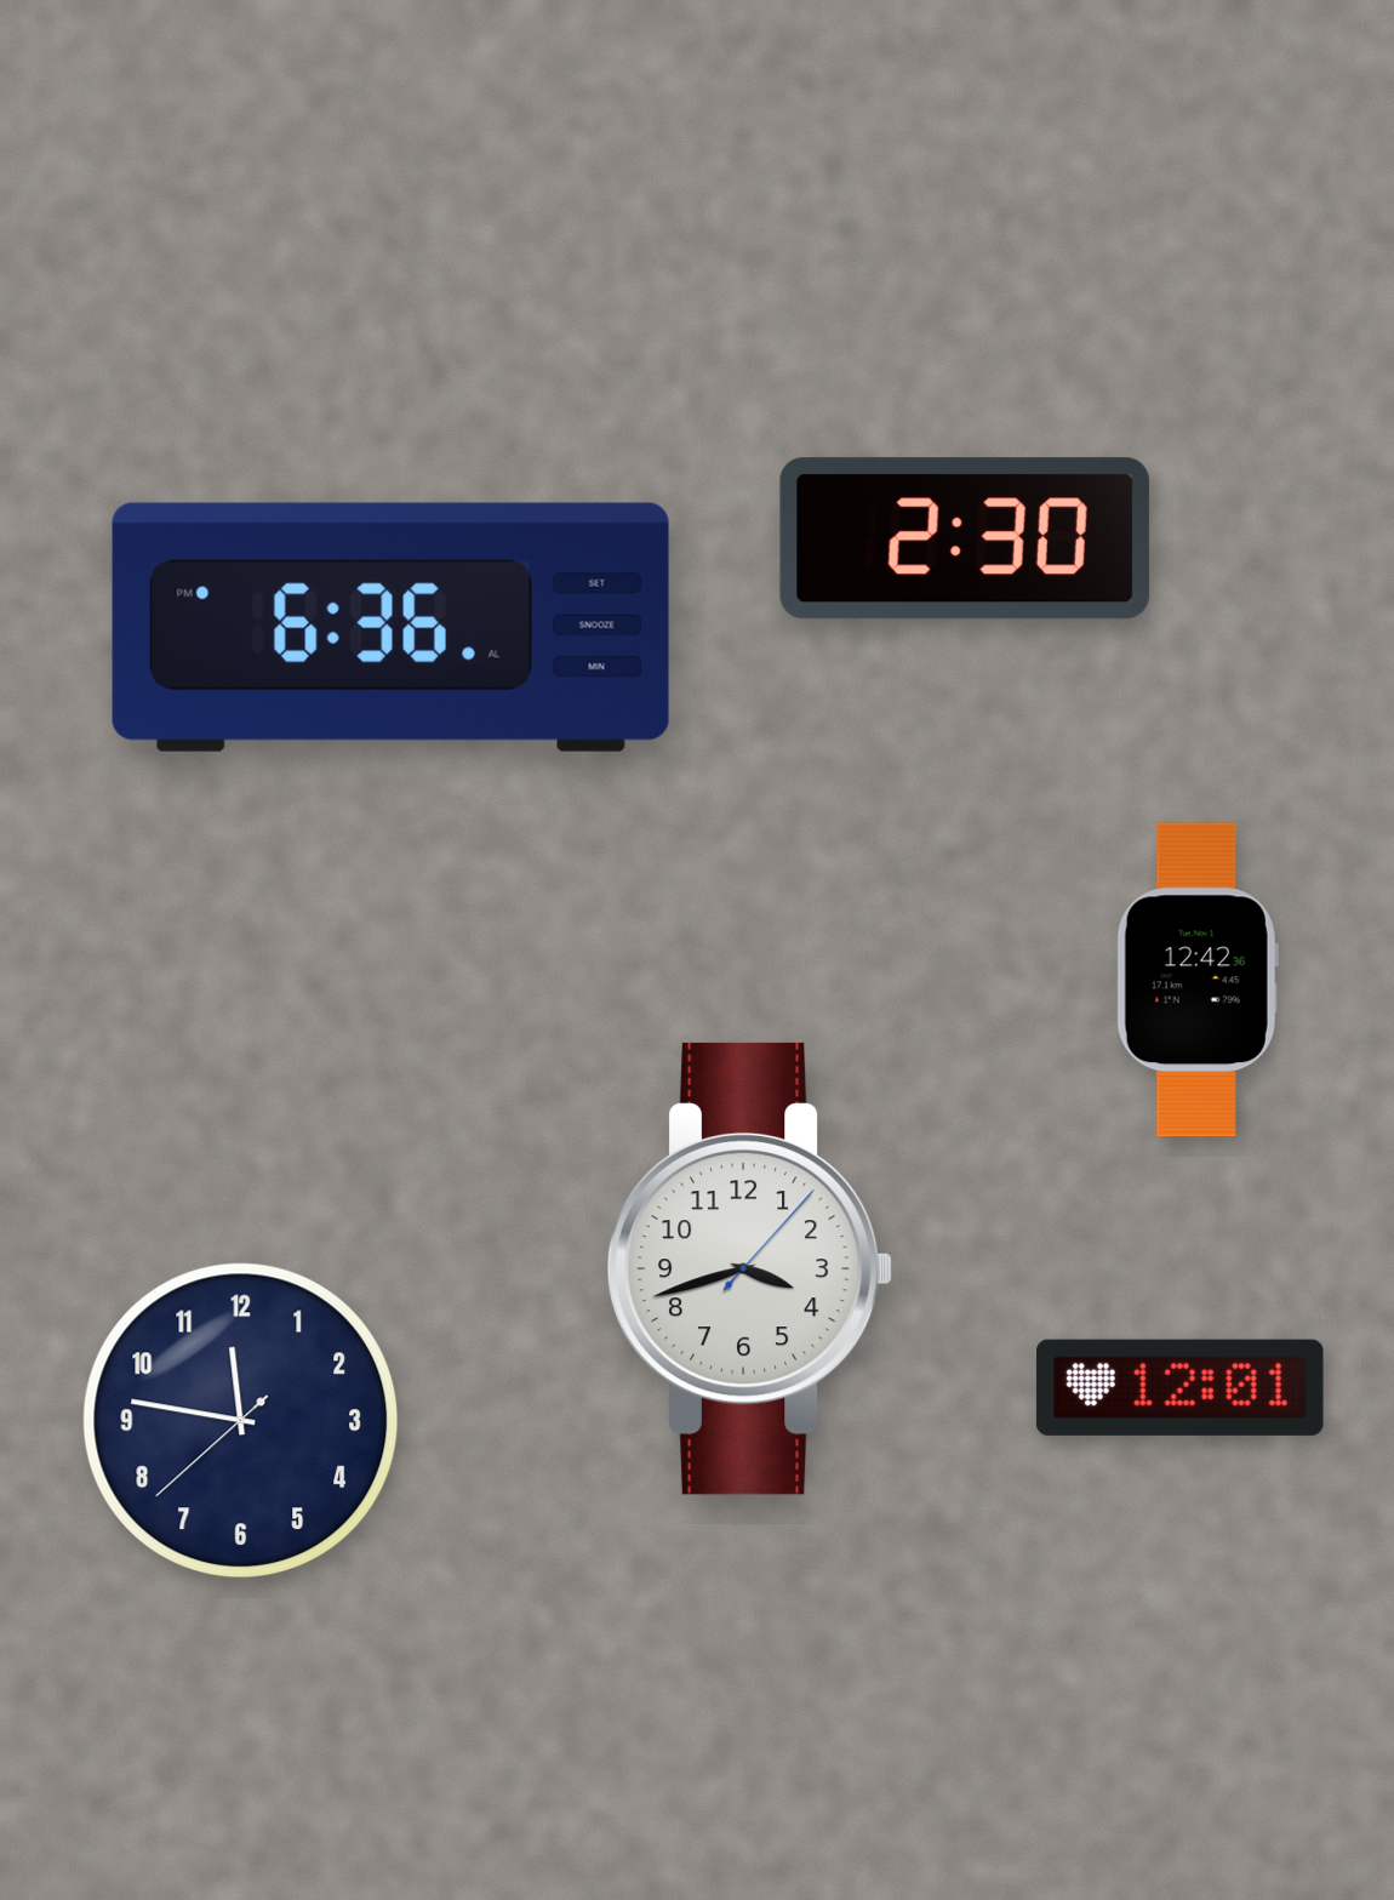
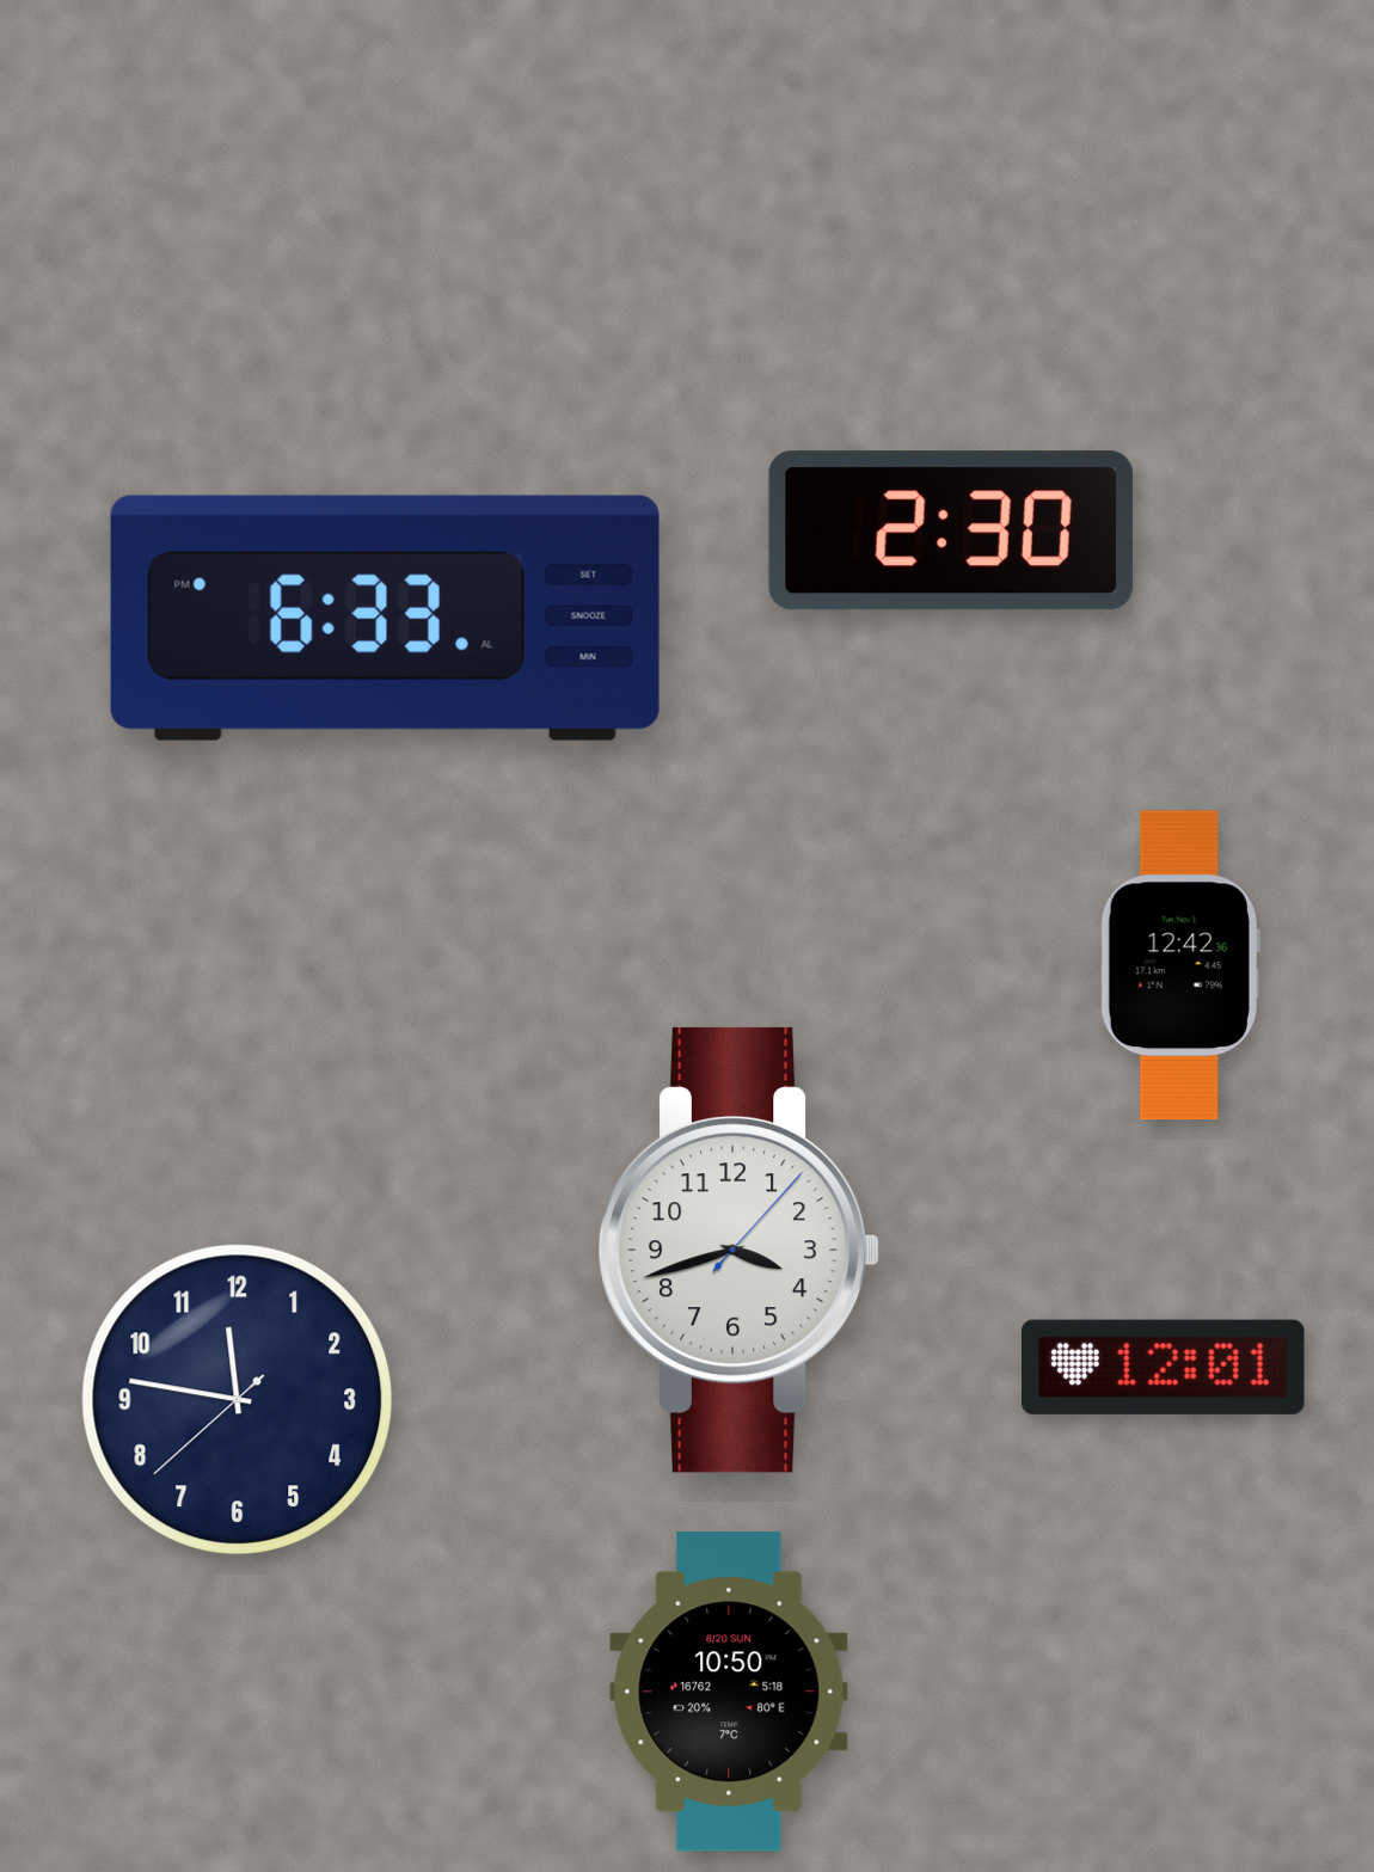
clock at (390, 627): 6:36 -> 6:33
clock at (729, 1692): none -> 10:50
